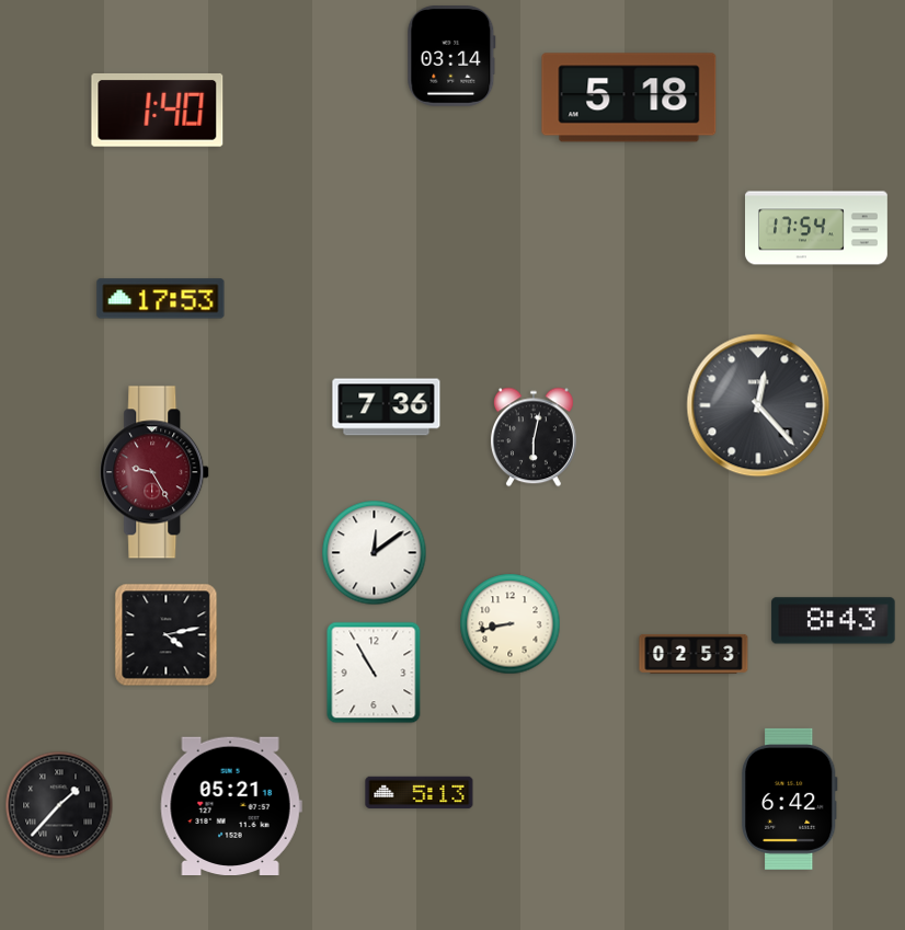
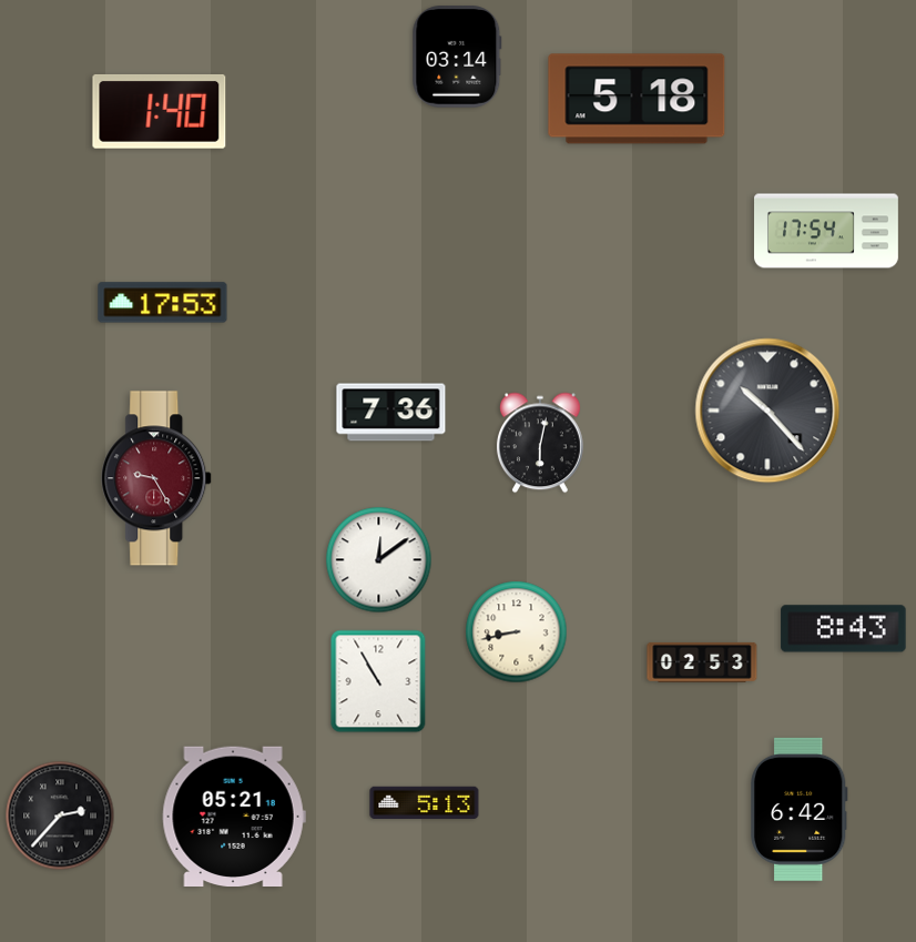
clock at (758, 405): 12:23 -> 10:23
clock at (167, 635): 4:13 -> none
clock at (59, 805): 1:37 -> 2:37
